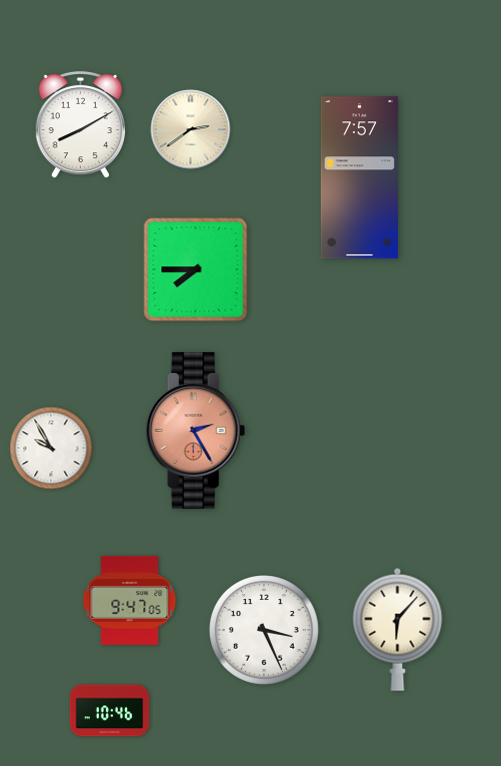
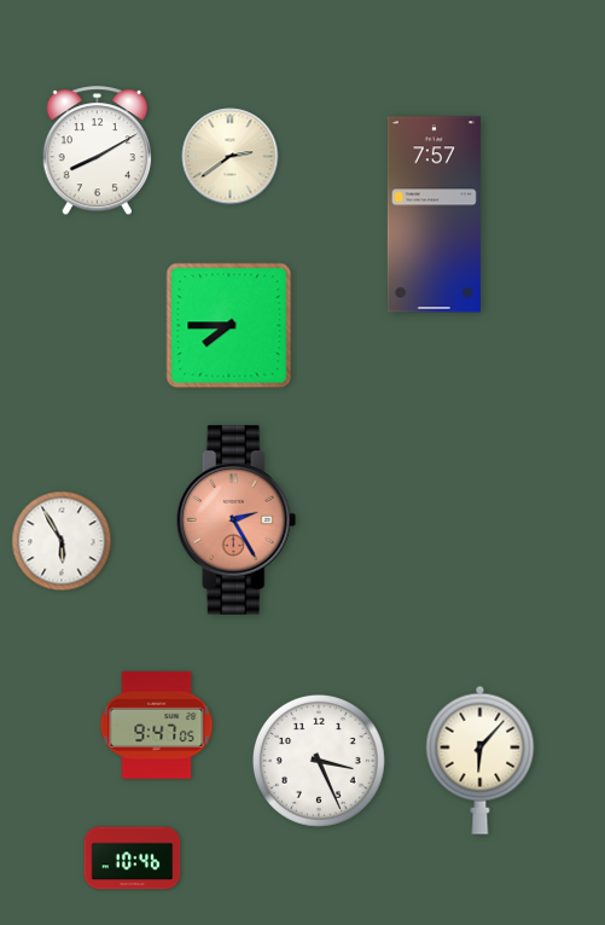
clock at (196, 270) position: (196, 270) -> (229, 326)
clock at (51, 448): 9:55 -> 5:55
